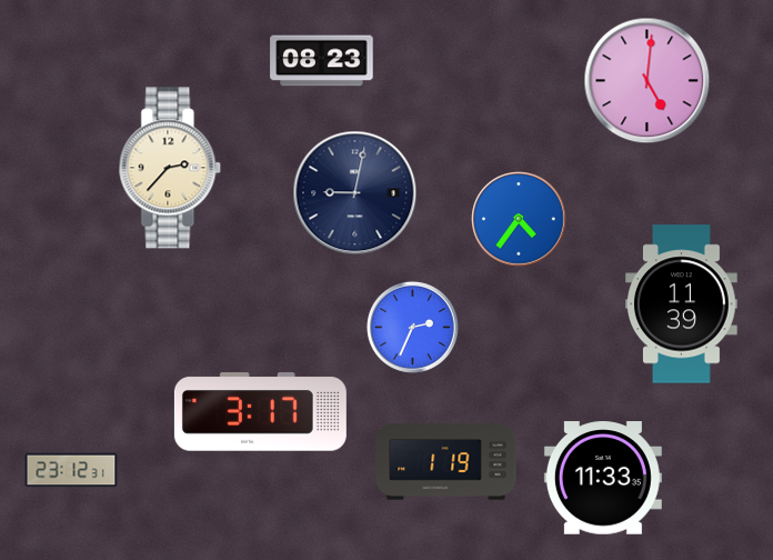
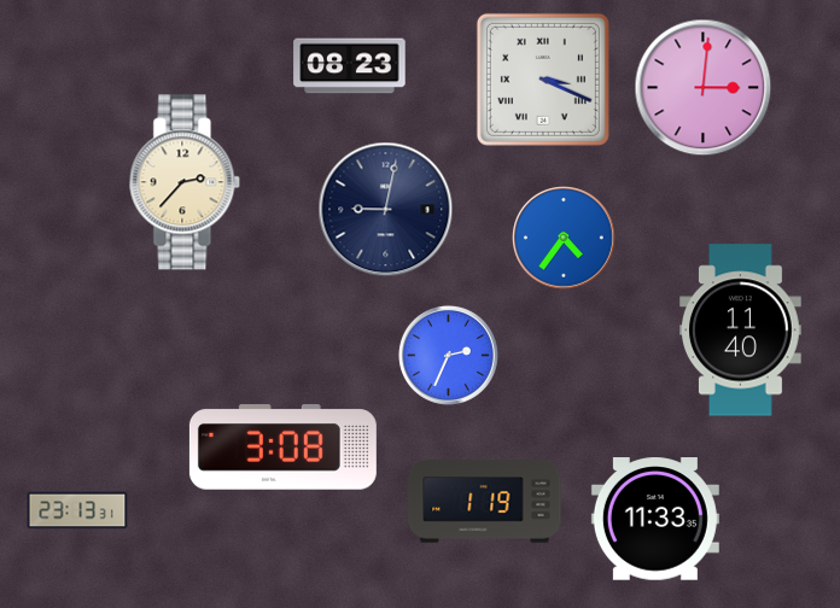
clock at (543, 80): none -> 3:19
clock at (647, 81): 5:01 -> 3:01
clock at (682, 304): 11:39 -> 11:40
clock at (260, 412): 3:17 -> 3:08
clock at (71, 470): 23:12 -> 23:13
